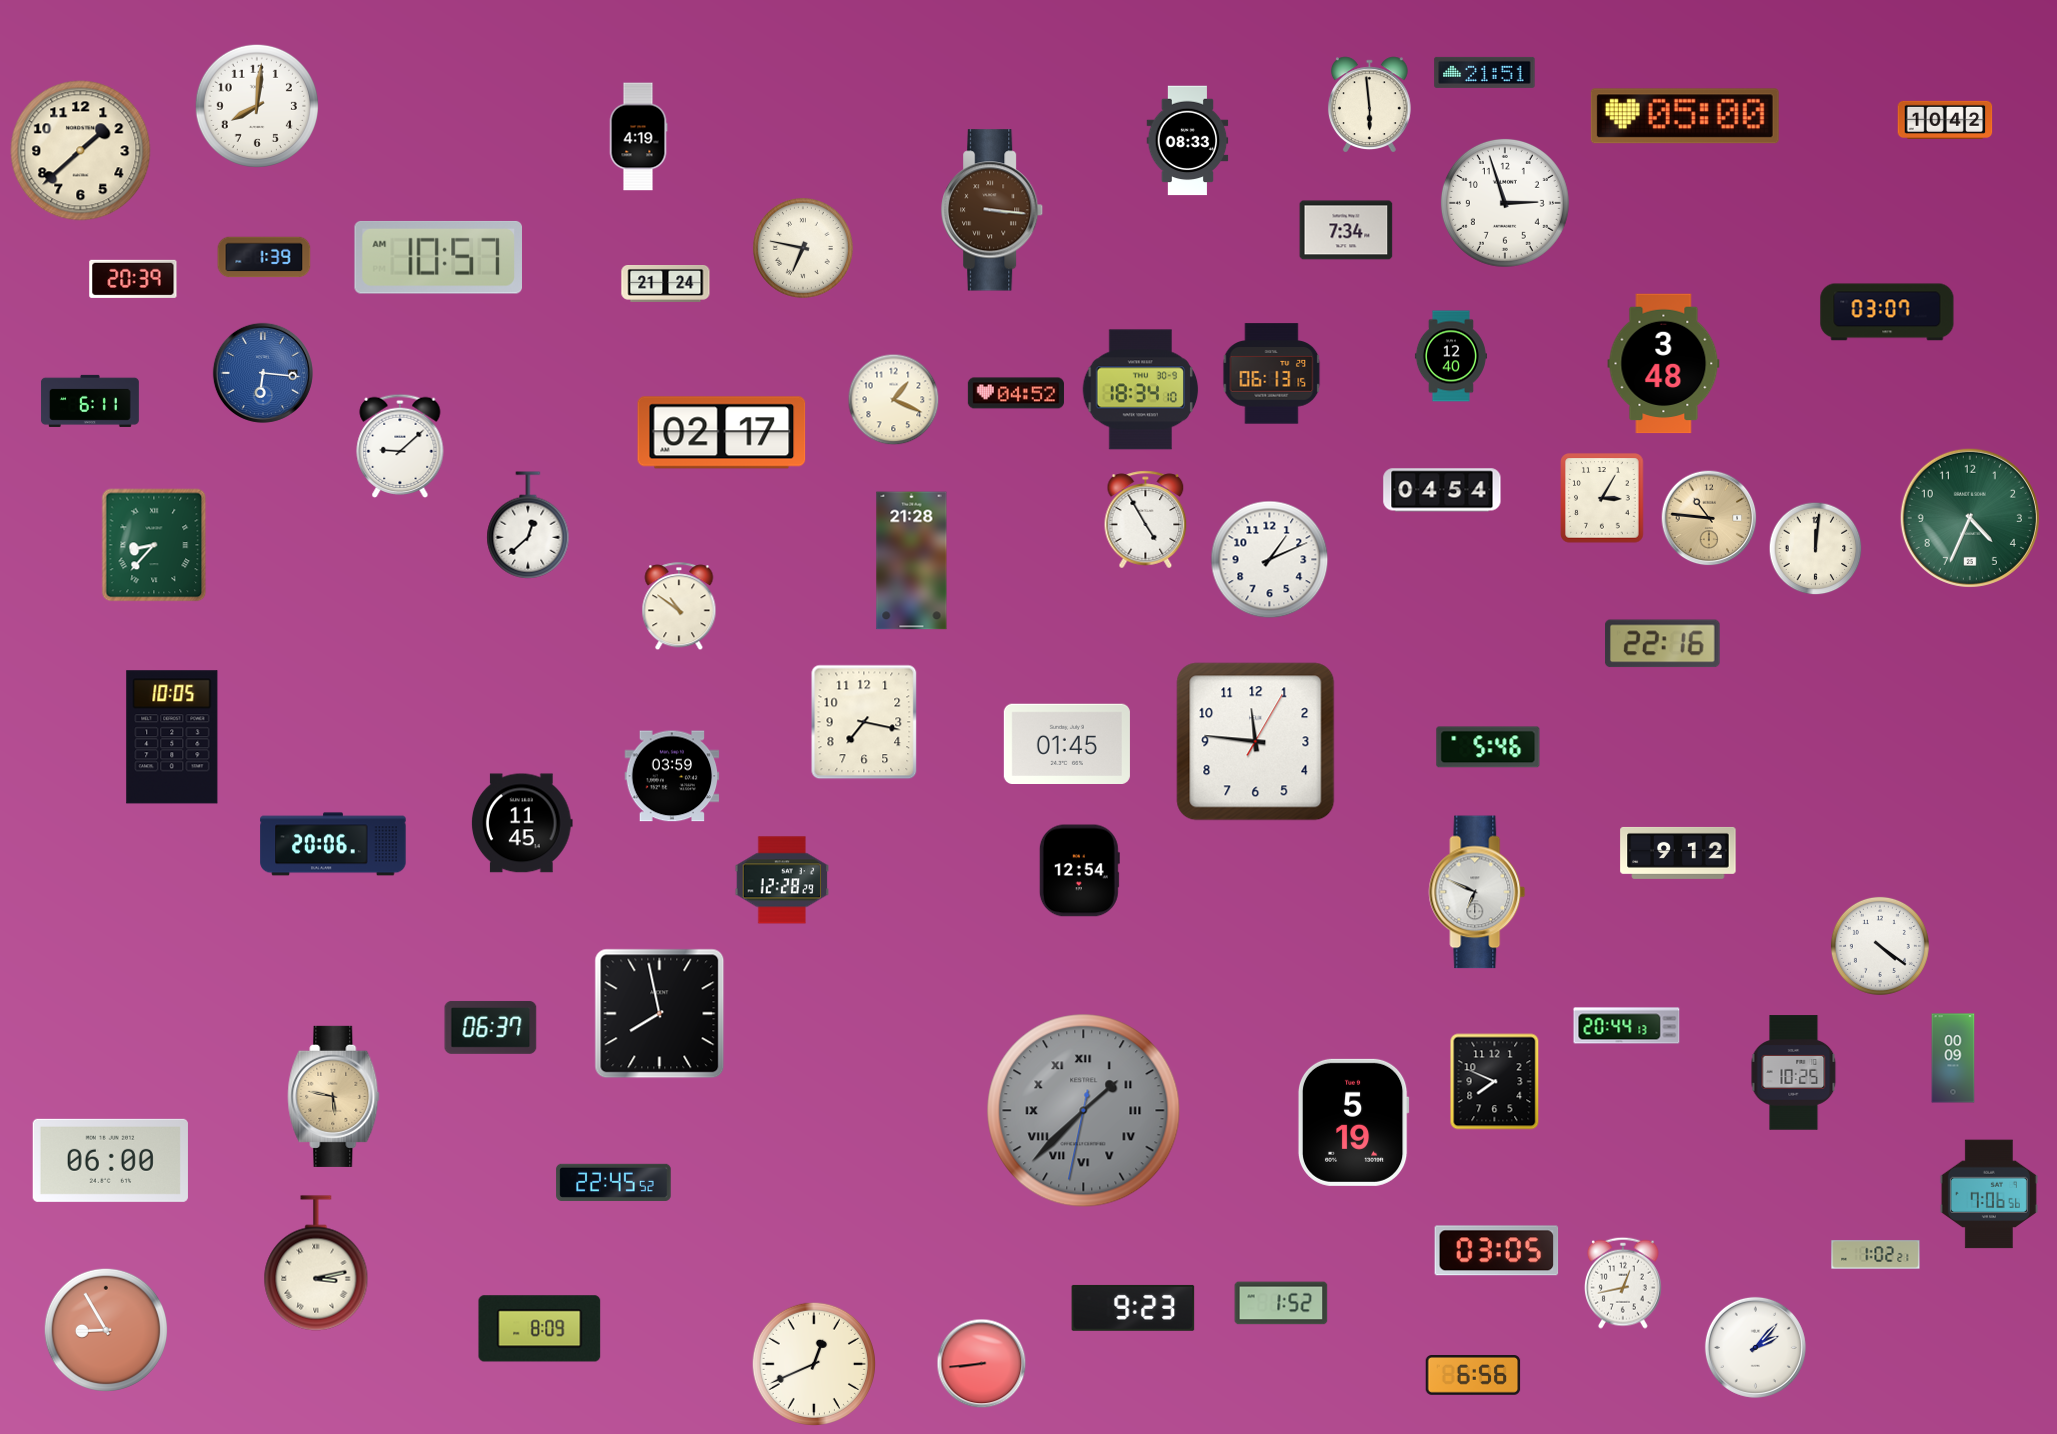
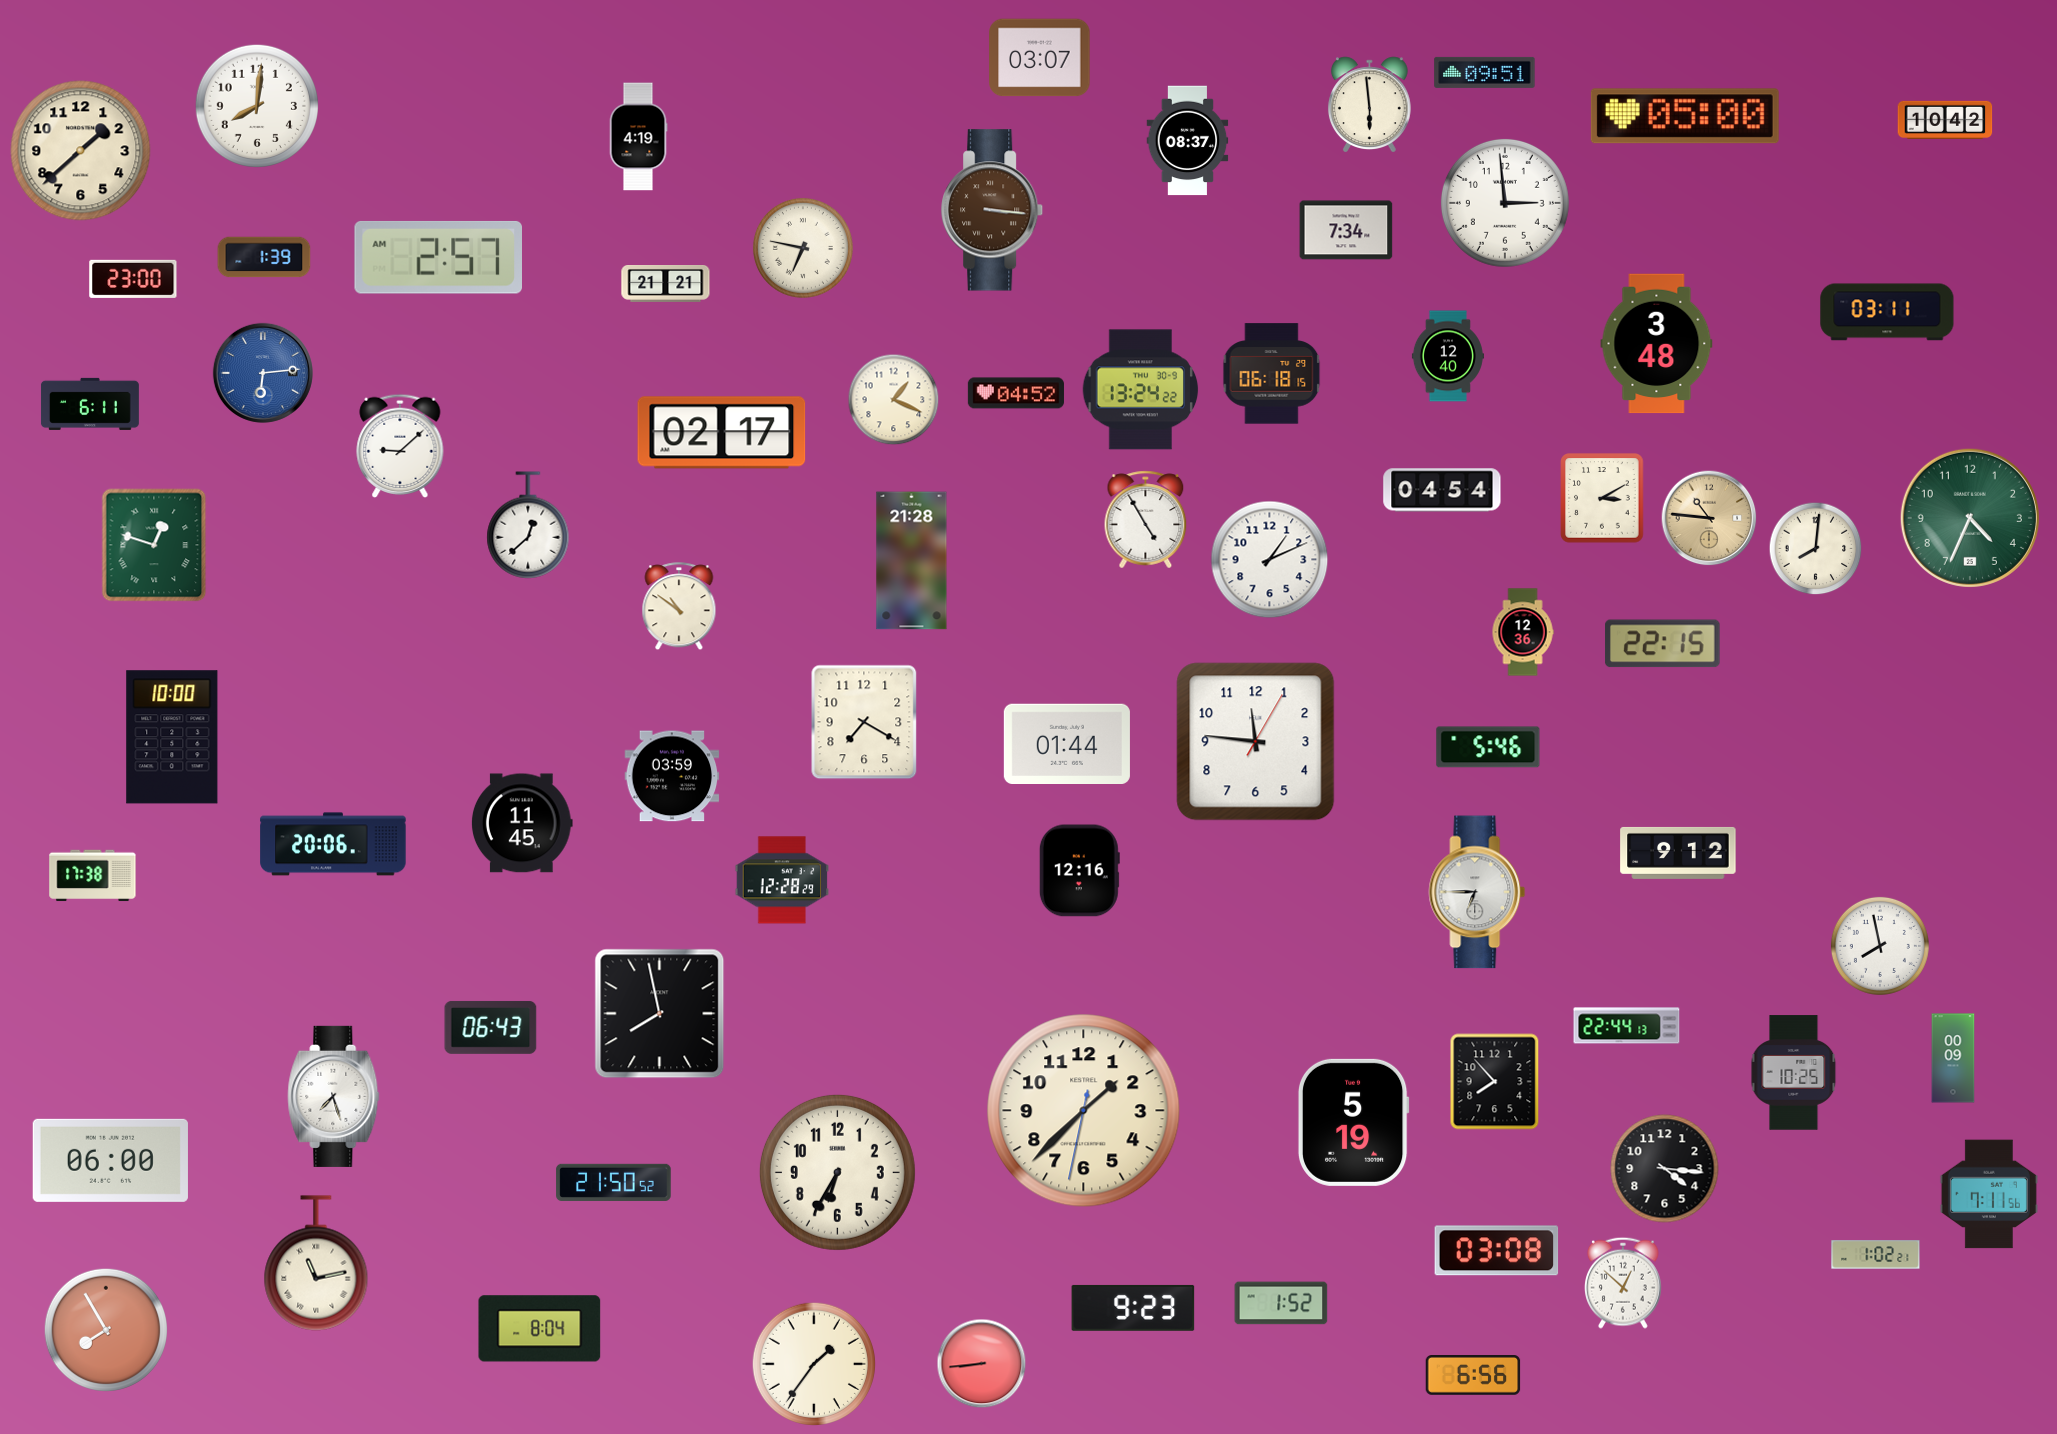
clock at (1040, 58): none -> 03:07
clock at (1485, 72): 21:51 -> 09:51
clock at (1188, 141): 08:33 -> 08:37
clock at (1505, 203): 2:57 -> 2:59
clock at (438, 257): 10:57 -> 2:57
clock at (133, 279): 20:39 -> 23:00
clock at (666, 284): 21:24 -> 21:21
clock at (1887, 312): 03:07 -> 03:11
clock at (1451, 356) position: (1451, 356) -> (1448, 356)
clock at (1664, 364) position: (1664, 364) -> (1657, 344)
clock at (263, 373): 6:16 -> 6:14
clock at (1272, 374): 06:13 -> 06:18
clock at (1141, 390): 18:34 -> 13:24
clock at (90, 401) position: (90, 401) -> (90, 404)
clock at (1602, 498): 3:05 -> 3:10
clock at (154, 545): 8:37 -> 12:48
clock at (1816, 549): 12:01 -> 8:01
clock at (1523, 632): none -> 12:36
clock at (1663, 644): 22:16 -> 22:15
clock at (864, 722): 7:17 -> 7:20
clock at (172, 737): 10:05 -> 10:00
clock at (1067, 743): 01:45 -> 01:44
clock at (1079, 871): 12:54 -> 12:16
clock at (93, 876): none -> 17:38
clock at (1477, 892): 6:49 -> 6:45
clock at (1880, 946): 4:21 -> 7:58
clock at (1627, 1026): 20:44 -> 22:44
clock at (491, 1027): 06:37 -> 06:43
clock at (1495, 1082): 7:49 -> 7:53
clock at (334, 1096): 5:47 -> 7:27
clock at (334, 1096) dial: champagne -> white
clock at (1084, 1111) dial: grey -> cream
clock at (1084, 1111) numerals: Roman -> Arabic
clock at (1665, 1169): none -> 4:16
clock at (837, 1172): none -> 6:35
clock at (614, 1182): 22:45 -> 21:50
clock at (1989, 1194): 7:06 -> 7:11
clock at (1497, 1251): 03:05 -> 03:08
clock at (316, 1263): 3:13 -> 11:13
clock at (1624, 1283): 12:43 -> 12:52
clock at (540, 1329): 8:09 -> 8:04
clock at (106, 1330): 8:55 -> 7:55
clock at (1755, 1347): 2:07 -> none
clock at (814, 1364): 12:41 -> 1:36
